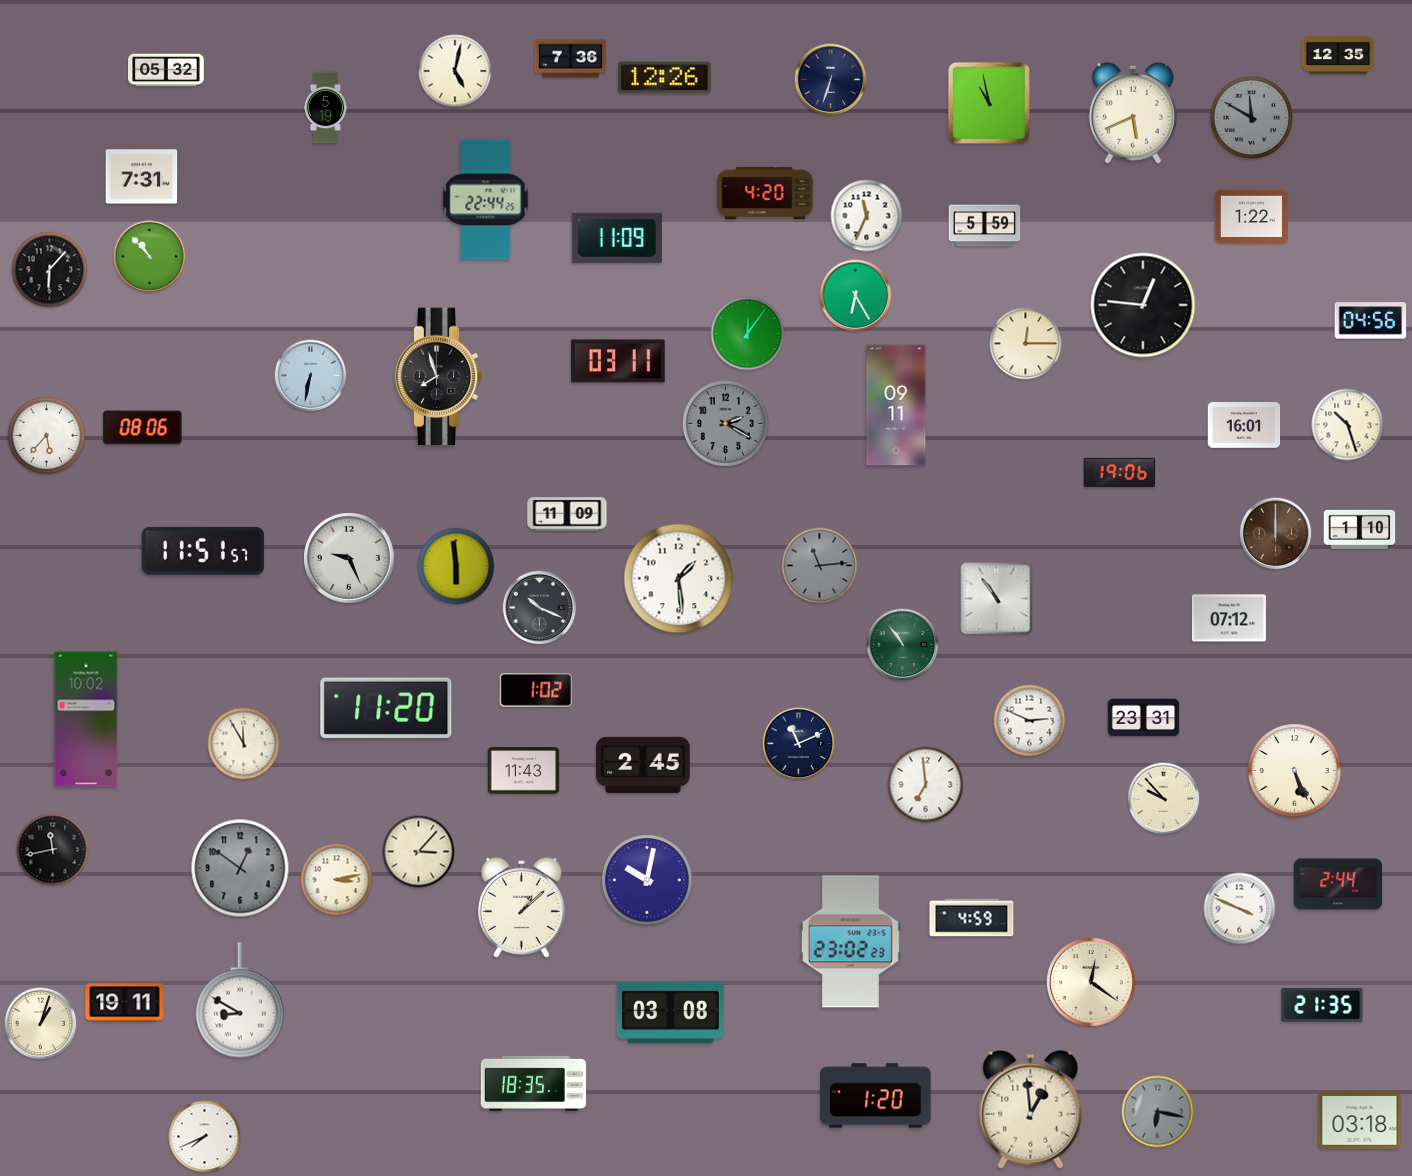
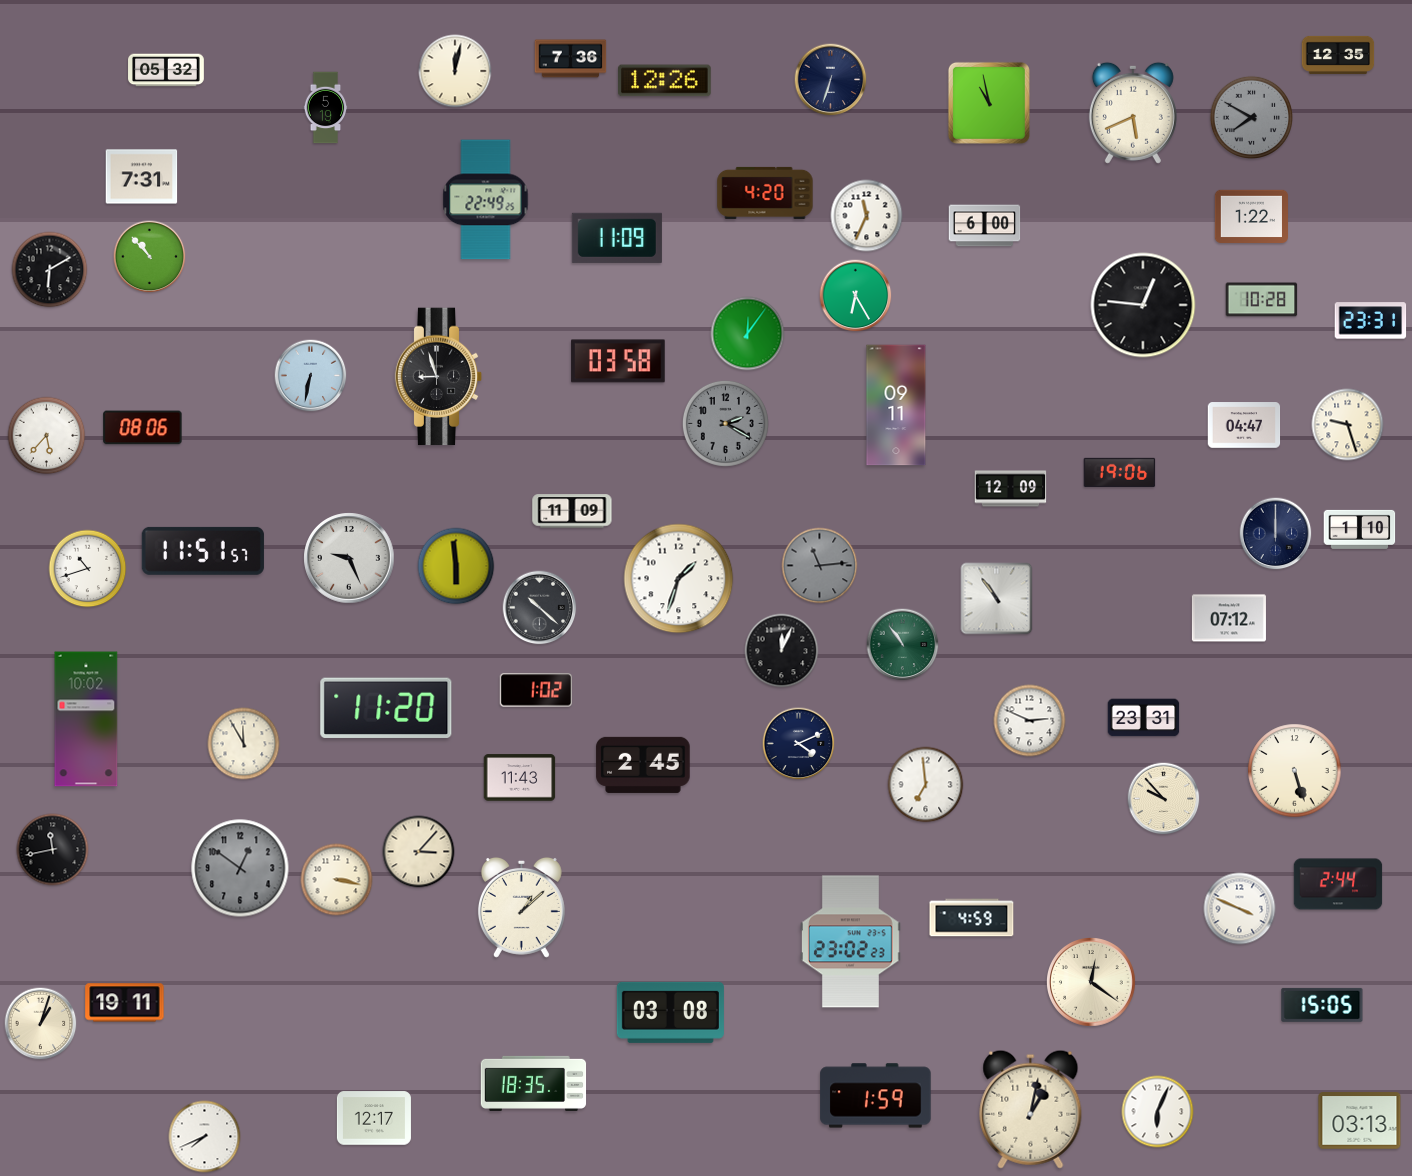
clock at (455, 71): 5:02 -> 12:02
clock at (665, 78) position: (665, 78) -> (665, 81)
clock at (1251, 117): 11:50 -> 7:50
clock at (486, 200): 22:44 -> 22:49
clock at (985, 226): 5:59 -> 6:00
clock at (50, 270): 6:07 -> 6:10
clock at (1262, 300): none -> 10:28
clock at (1371, 321): 04:56 -> 23:31
clock at (1026, 344): 12:15 -> none
clock at (618, 361): 03:11 -> 03:58
clock at (439, 377): 7:57 -> 8:57
clock at (1244, 425): 16:01 -> 04:47
clock at (1348, 425): 10:27 -> 9:27
clock at (1011, 489): none -> 12:09
clock at (567, 514) position: (567, 514) -> (572, 511)
clock at (1276, 534) dial: brown -> navy
clock at (88, 569): none -> 10:42
clock at (679, 579): 1:29 -> 1:33
clock at (540, 608): 10:19 -> 10:22
clock at (782, 651): none -> 12:04
clock at (799, 744): 11:11 -> 4:11
clock at (524, 771) position: (524, 771) -> (520, 778)
clock at (1295, 771): 5:26 -> 5:27
clock at (337, 880): 3:13 -> 3:17
clock at (647, 880): 10:02 -> none
clock at (240, 1000): 8:50 -> none
clock at (1322, 1005): 21:35 -> 15:05
clock at (876, 1096): 1:20 -> 1:59
clock at (1031, 1109): 12:59 -> 1:02
clock at (1158, 1112): 6:17 -> 6:04
clock at (1158, 1112) dial: grey -> white
clock at (374, 1118): none -> 12:17
clock at (1360, 1121): 03:18 -> 03:13
